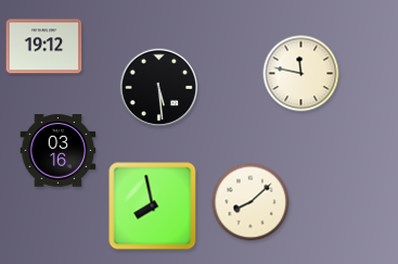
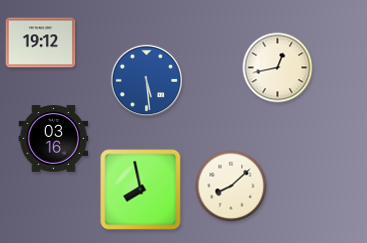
clock at (301, 74): 11:47 -> 12:43
clock at (159, 88) dial: black -> blue
